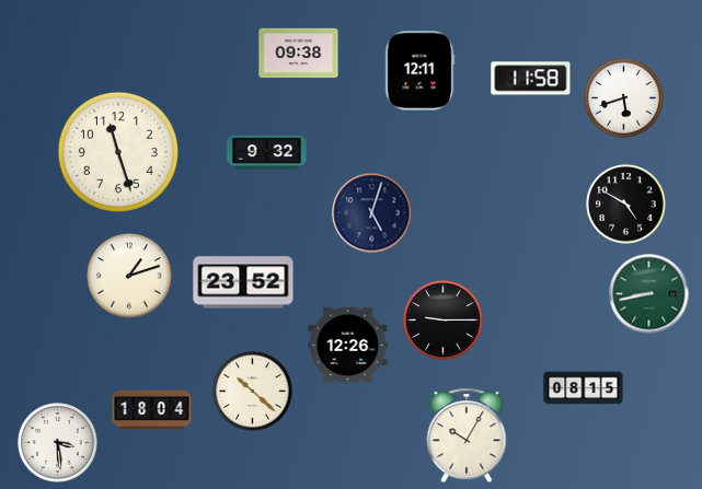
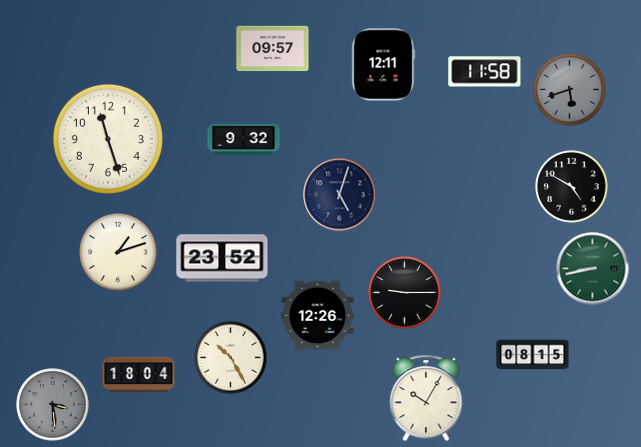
clock at (299, 54): 09:38 -> 09:57
clock at (624, 98) dial: white -> grey
clock at (253, 392): 10:22 -> 10:25
clock at (58, 443) dial: white -> grey
